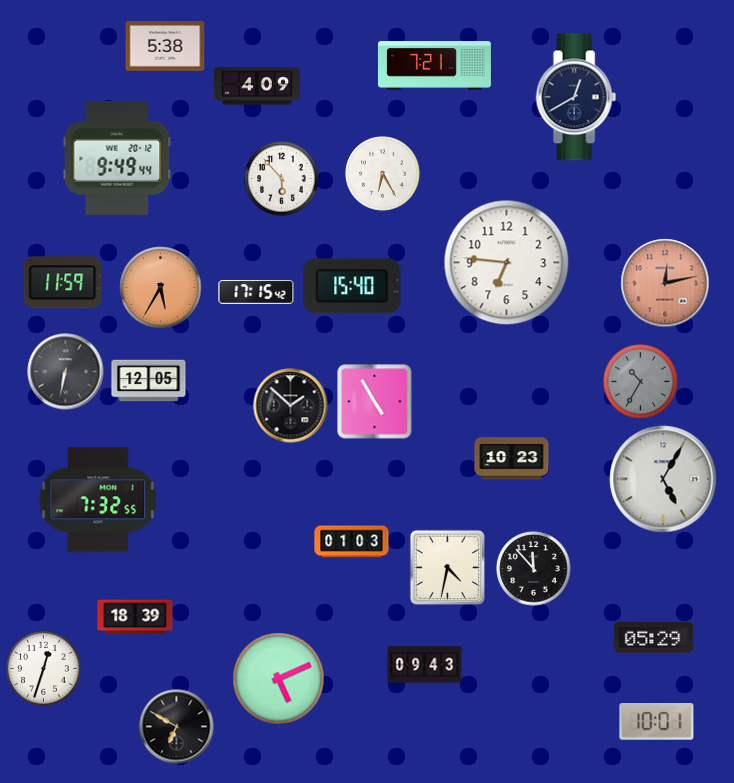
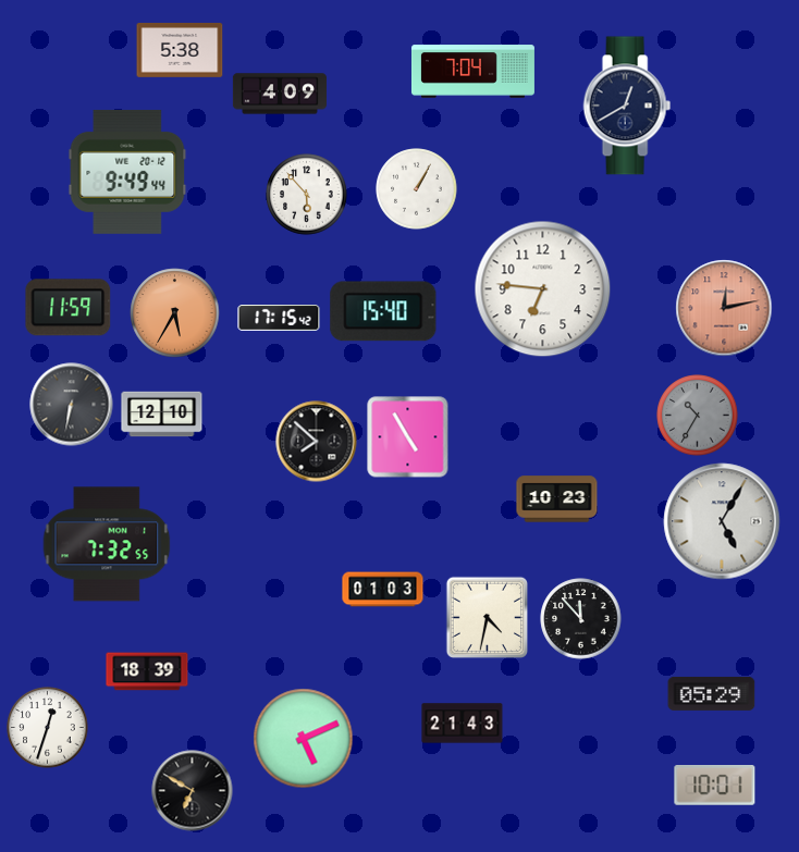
clock at (434, 66): 7:21 -> 7:04
clock at (383, 174): 6:25 -> 1:05
clock at (507, 263) position: (507, 263) -> (543, 289)
clock at (149, 381): 12:05 -> 12:10
clock at (291, 406): 1:52 -> 7:52
clock at (425, 665): 09:43 -> 21:43
